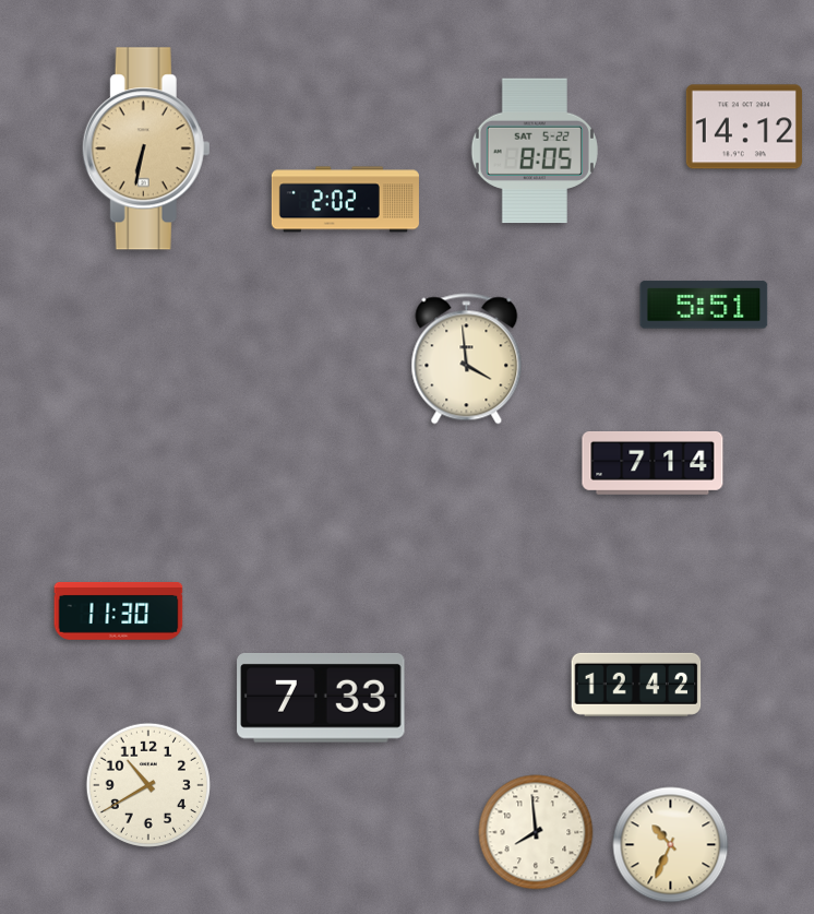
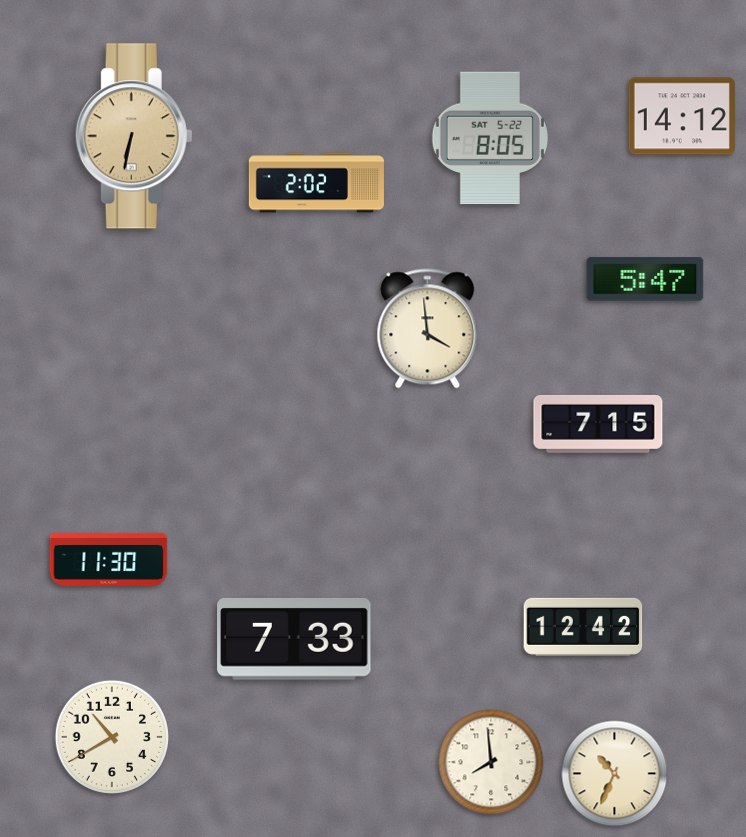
clock at (704, 305): 5:51 -> 5:47
clock at (653, 463): 7:14 -> 7:15
clock at (148, 785) position: (148, 785) -> (112, 737)
